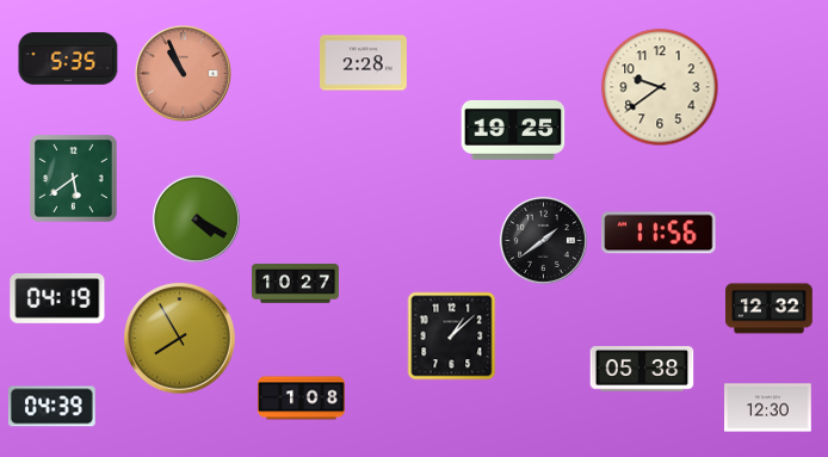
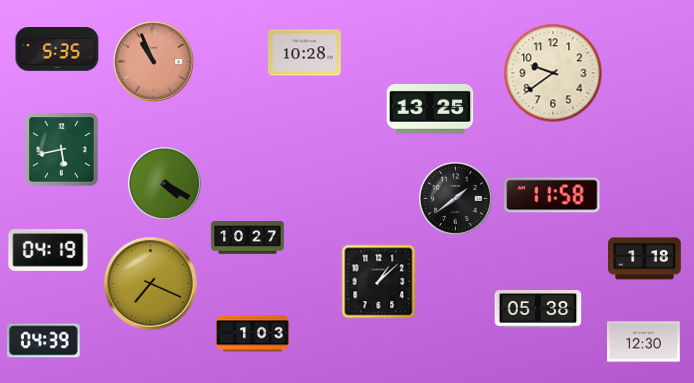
clock at (364, 63): 2:28 -> 10:28
clock at (513, 130): 19:25 -> 13:25
clock at (74, 179): 5:39 -> 5:43
clock at (659, 233): 11:56 -> 11:58
clock at (543, 240) position: (543, 240) -> (455, 198)
clock at (770, 309): 12:32 -> 1:18
clock at (180, 339): 7:55 -> 7:19
clock at (302, 399): 1:08 -> 1:03
